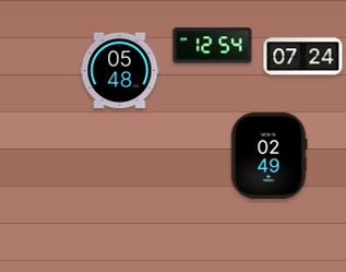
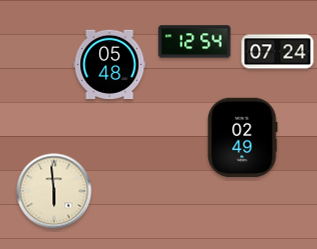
clock at (270, 156) position: (270, 156) -> (243, 138)
clock at (54, 191): none -> 5:59
